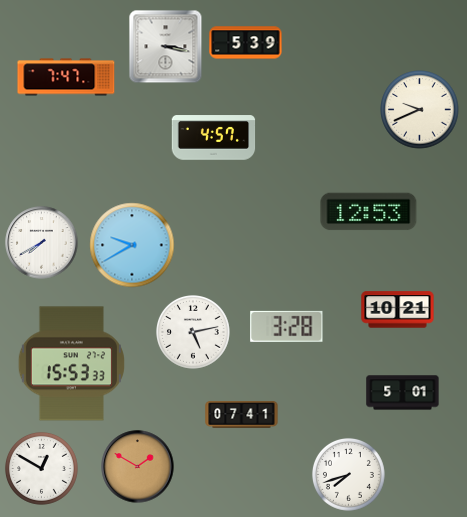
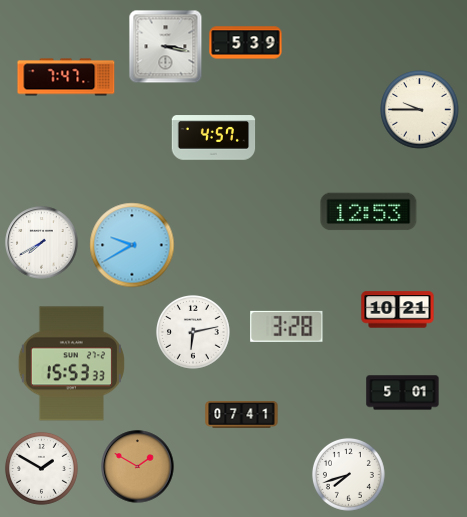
clock at (420, 110): 9:41 -> 9:45
clock at (194, 333): 5:13 -> 6:13
clock at (41, 468): 12:50 -> 1:50
